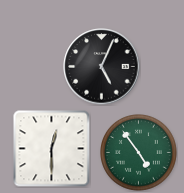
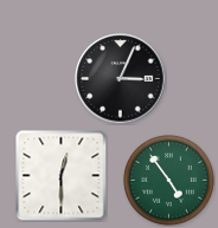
clock at (102, 67): 5:04 -> 3:04
clock at (139, 153) position: (139, 153) -> (169, 181)
